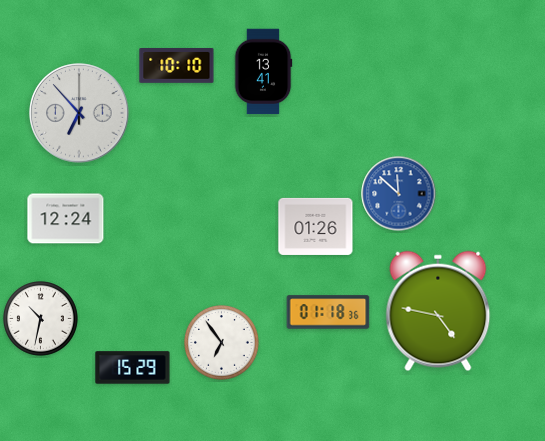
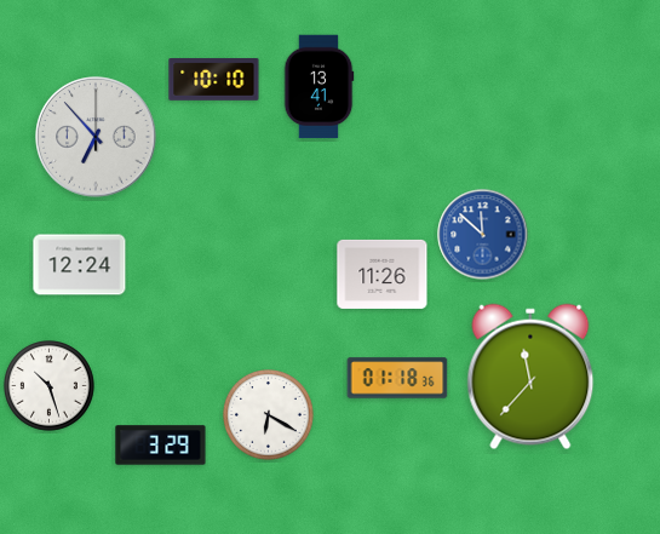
clock at (316, 226): 01:26 -> 11:26
clock at (438, 311): 4:47 -> 11:37
clock at (41, 319): 10:32 -> 10:27
clock at (222, 343): 6:54 -> 6:20
clock at (133, 368): 15:29 -> 3:29
